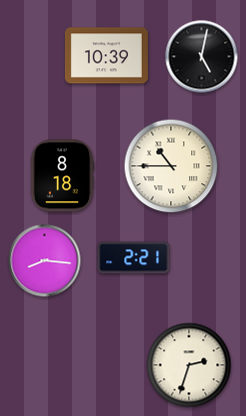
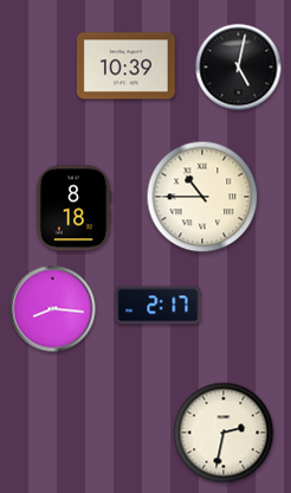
clock at (134, 258): 2:21 -> 2:17
clock at (189, 365): 2:33 -> 2:32
